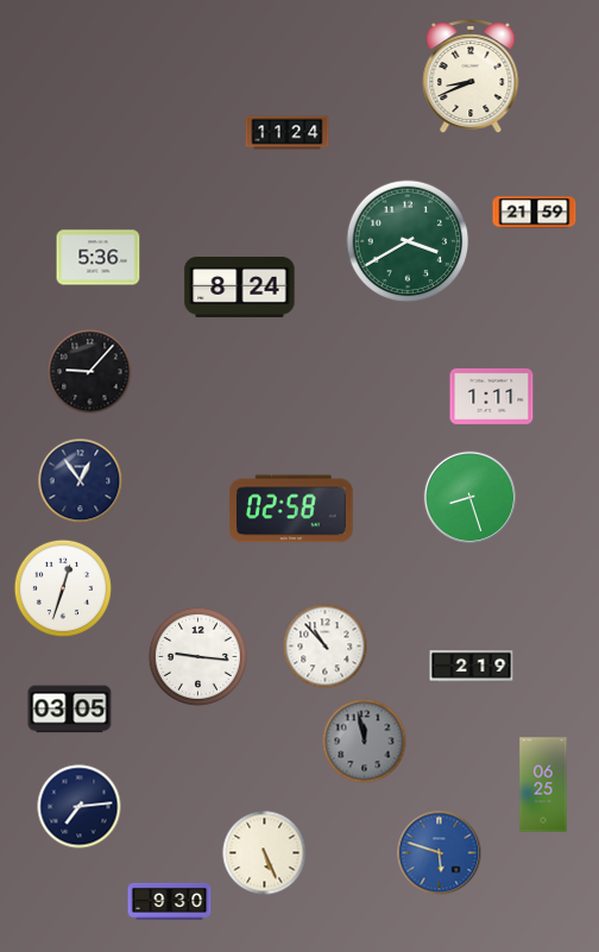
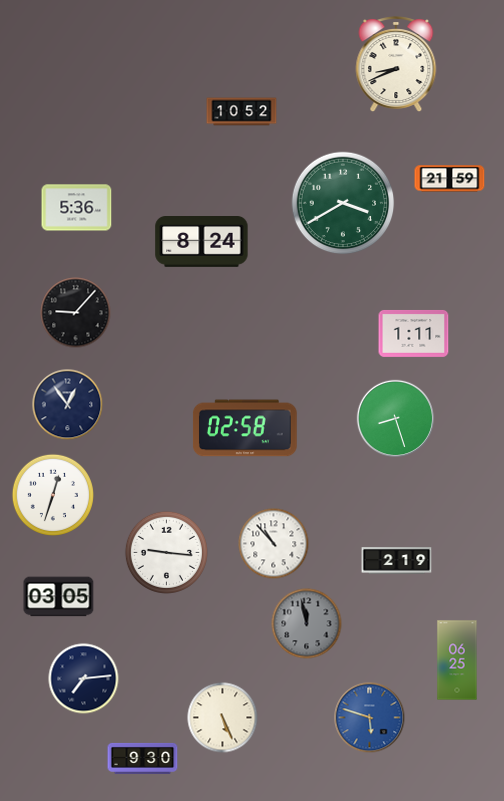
clock at (288, 133): 11:24 -> 10:52
clock at (99, 258) position: (99, 258) -> (77, 208)
clock at (80, 807) position: (80, 807) -> (84, 679)
